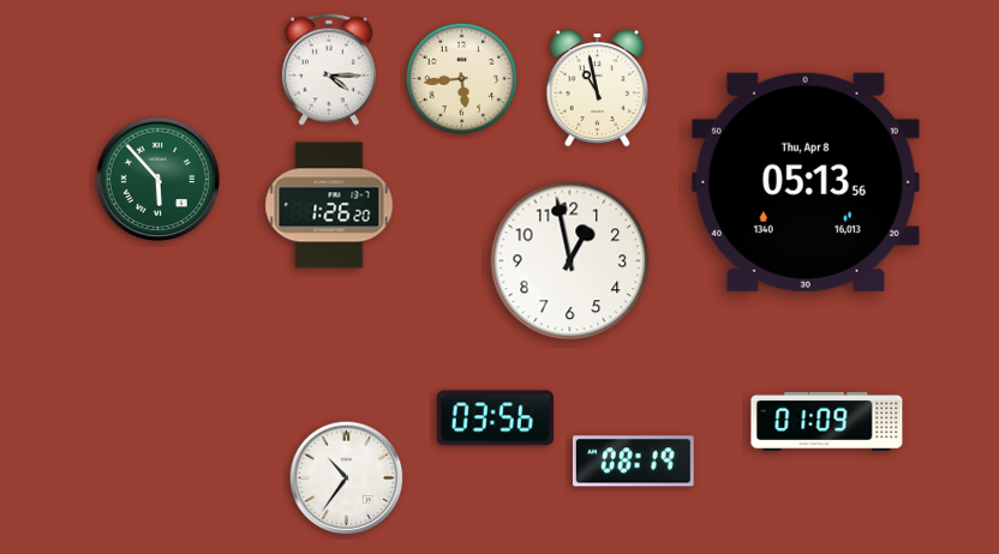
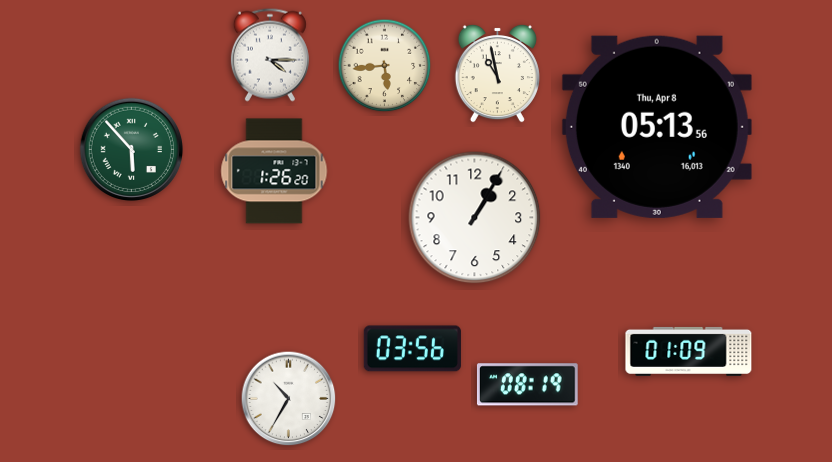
clock at (329, 70) position: (329, 70) -> (270, 55)
clock at (806, 182) position: (806, 182) -> (657, 127)
clock at (570, 261): 12:58 -> 1:05
clock at (347, 478): 10:36 -> 10:35
